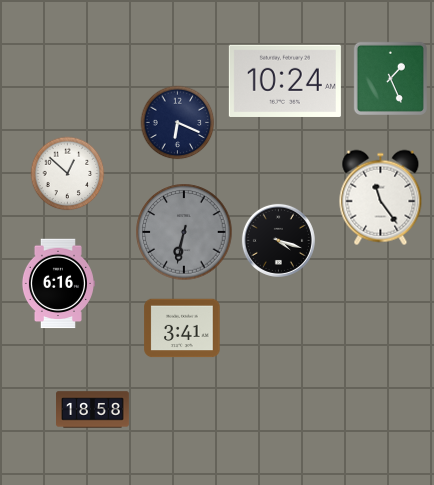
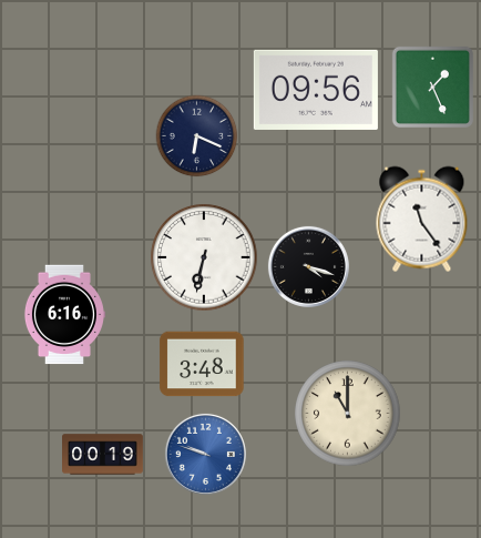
clock at (285, 81): 10:24 -> 09:56
clock at (68, 174): 12:52 -> none
clock at (184, 232) dial: grey -> white
clock at (182, 328): 3:41 -> 3:48
clock at (348, 414): none -> 11:00
clock at (205, 454): none -> 9:48
clock at (93, 410): 18:58 -> 00:19
